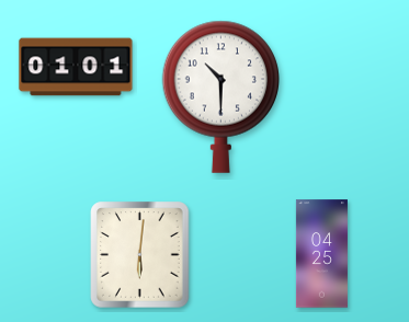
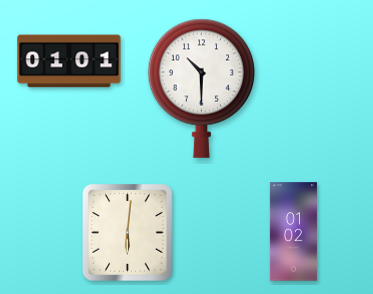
clock at (321, 254): 04:25 -> 01:02
